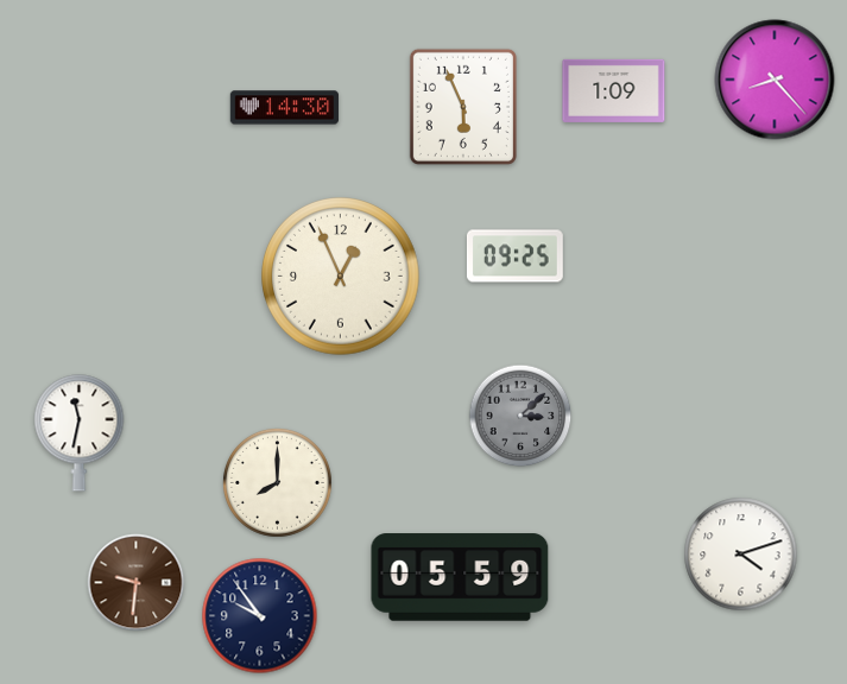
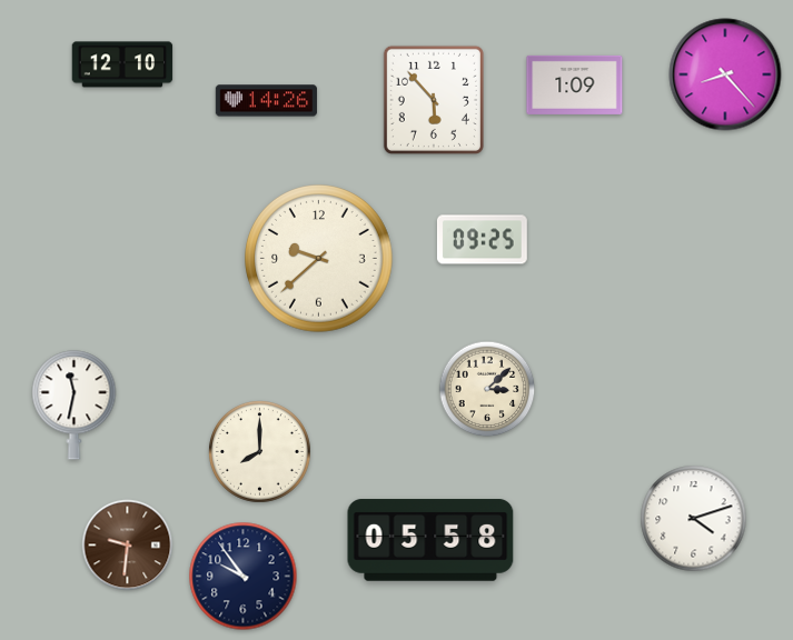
clock at (122, 64): none -> 12:10
clock at (463, 107): 5:56 -> 5:53
clock at (284, 108): 14:30 -> 14:26
clock at (341, 277): 12:56 -> 9:38
clock at (520, 416) dial: grey -> cream
clock at (460, 577): 05:59 -> 05:58
